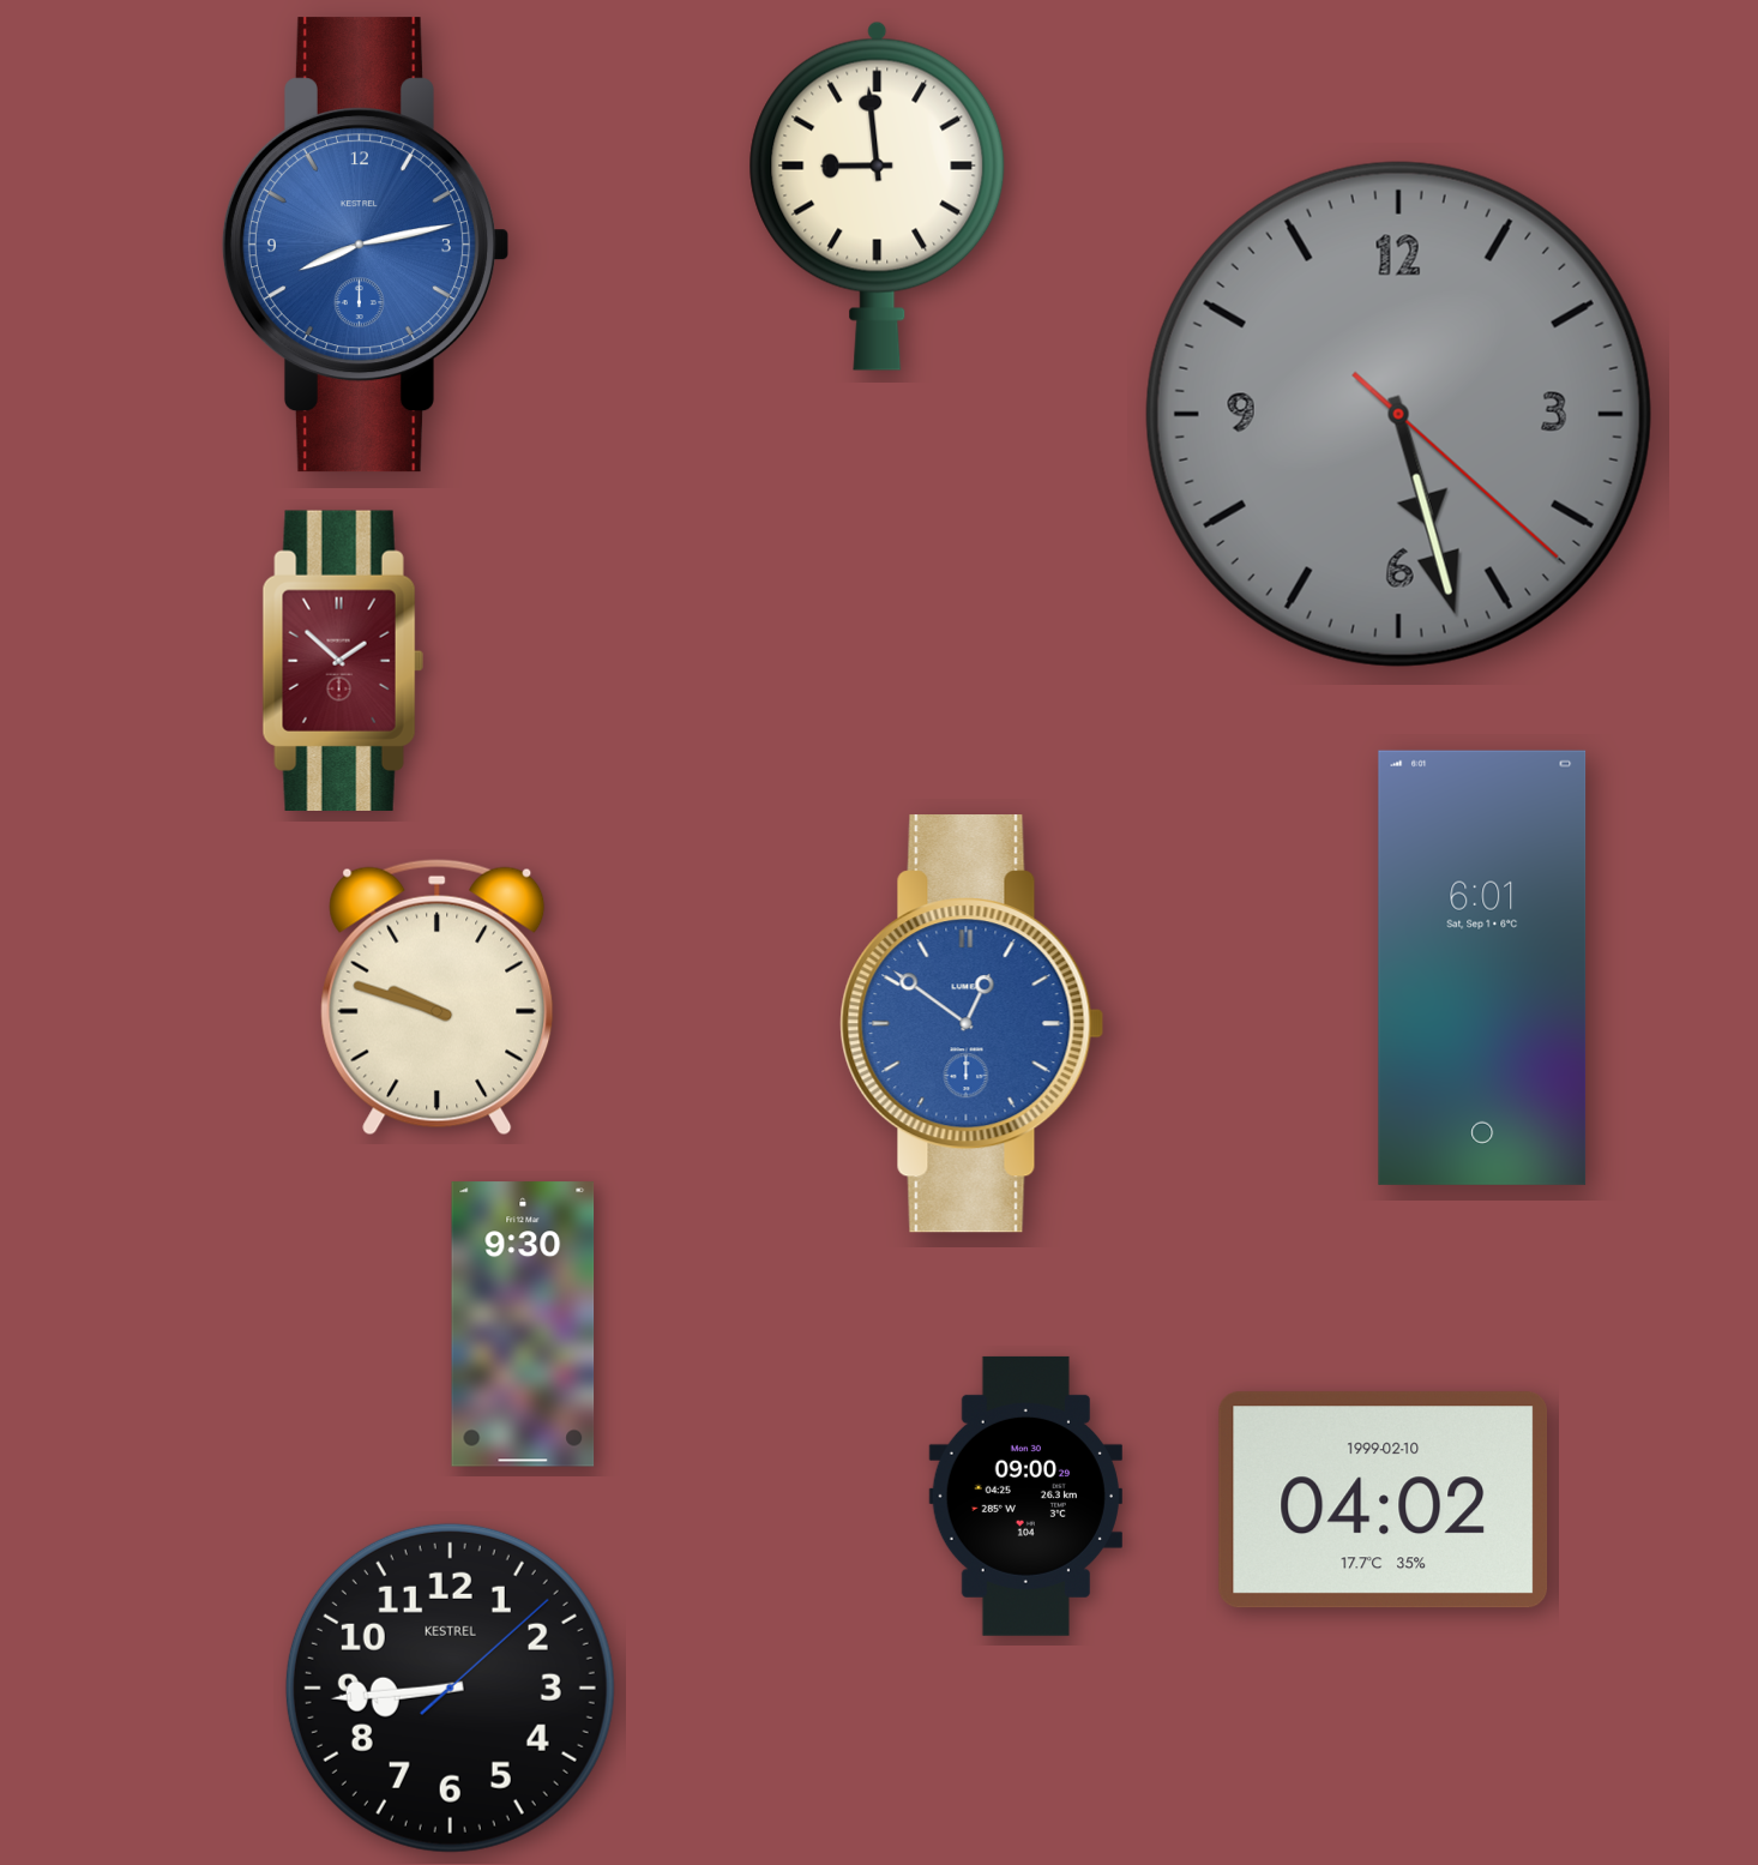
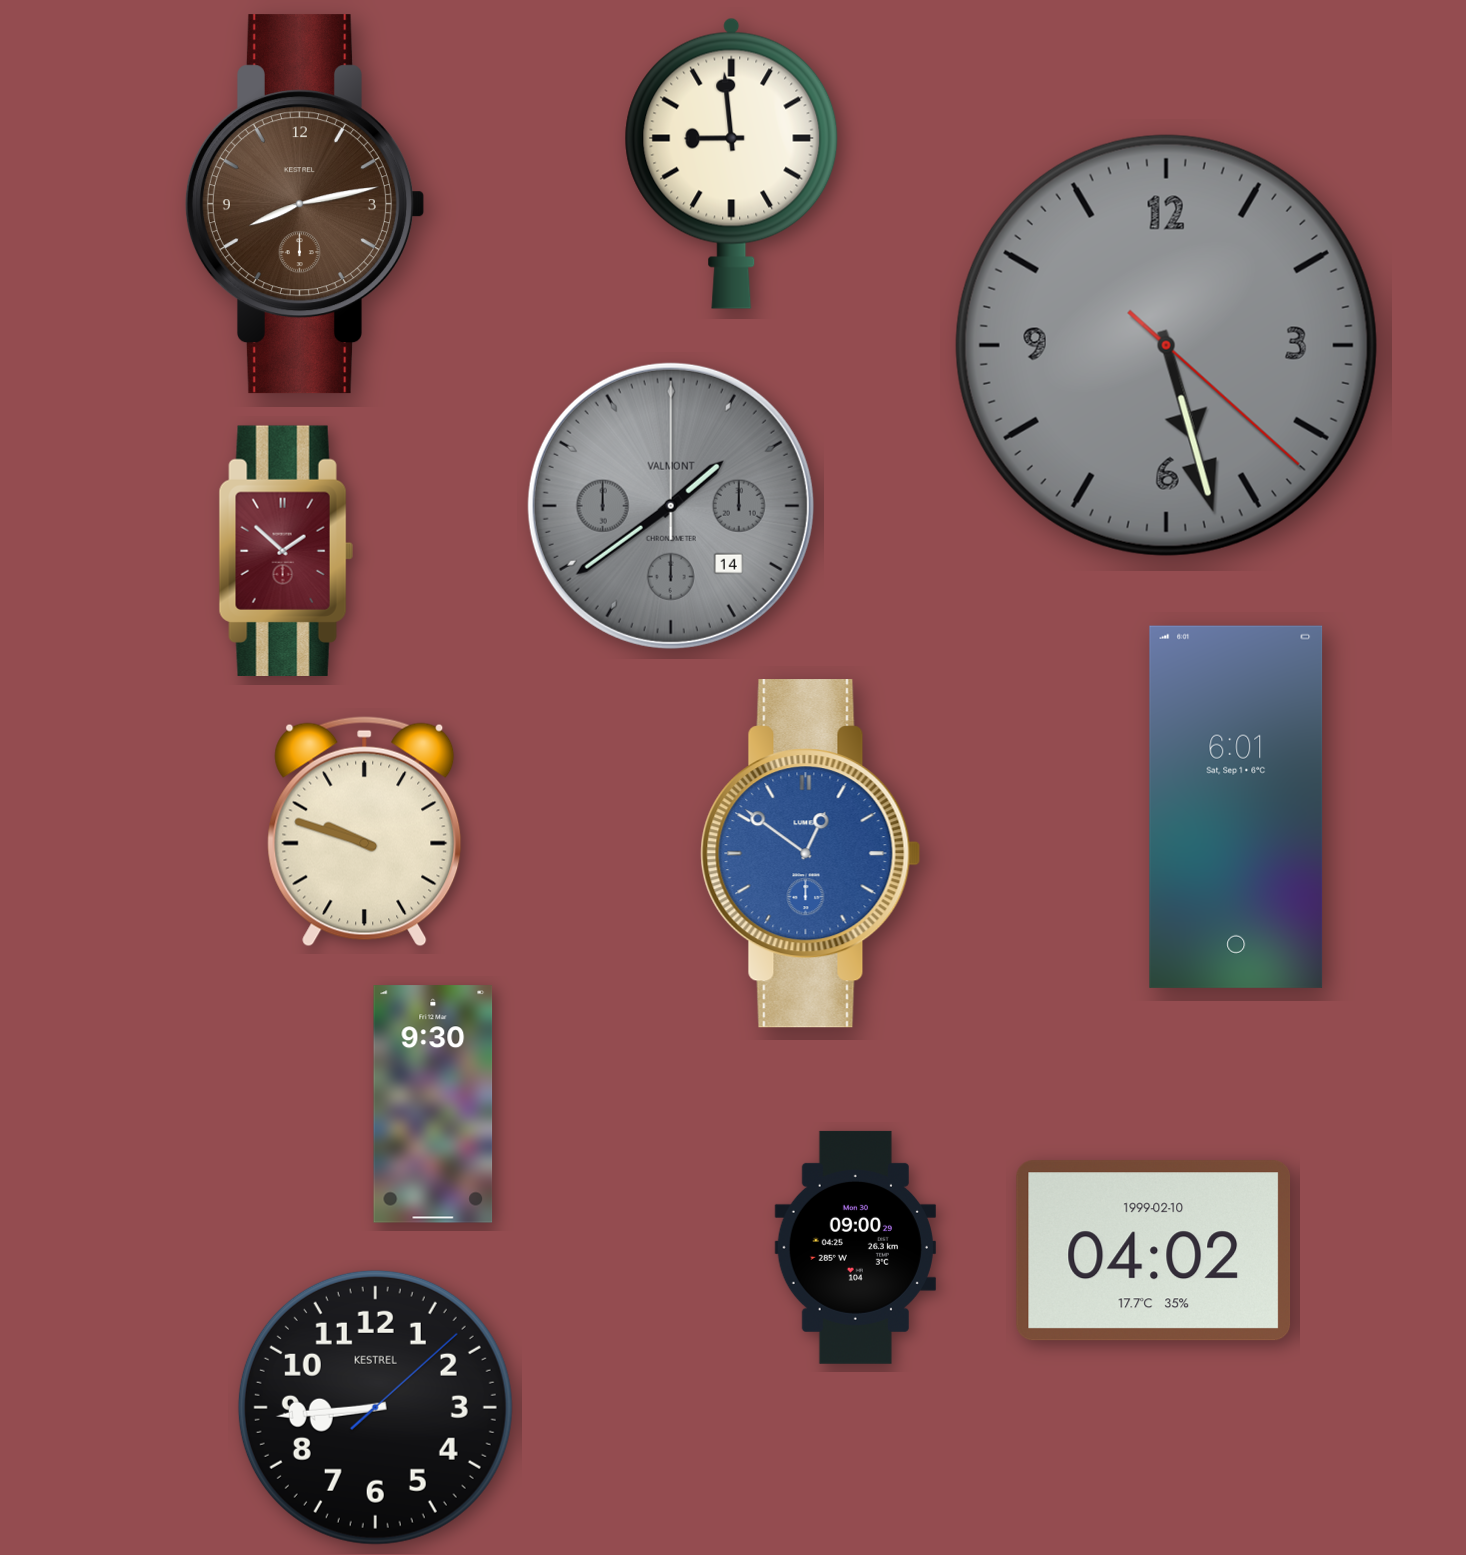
clock at (365, 245) dial: blue -> brown
clock at (671, 506): none -> 1:39
clock at (523, 1324) position: (523, 1324) -> (433, 1104)
